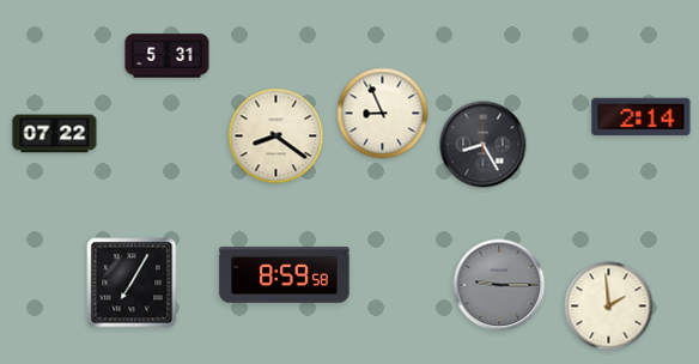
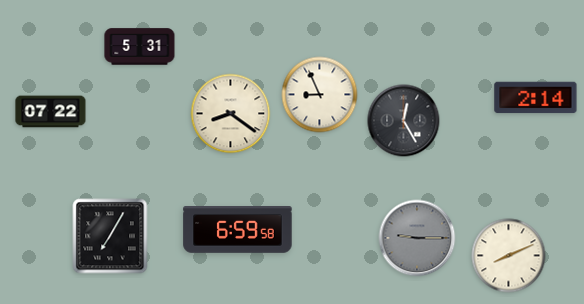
clock at (55, 134) position: (55, 134) -> (51, 112)
clock at (484, 145): 8:25 -> 12:25
clock at (285, 275): 8:59 -> 6:59
clock at (609, 307): 1:59 -> 8:11
